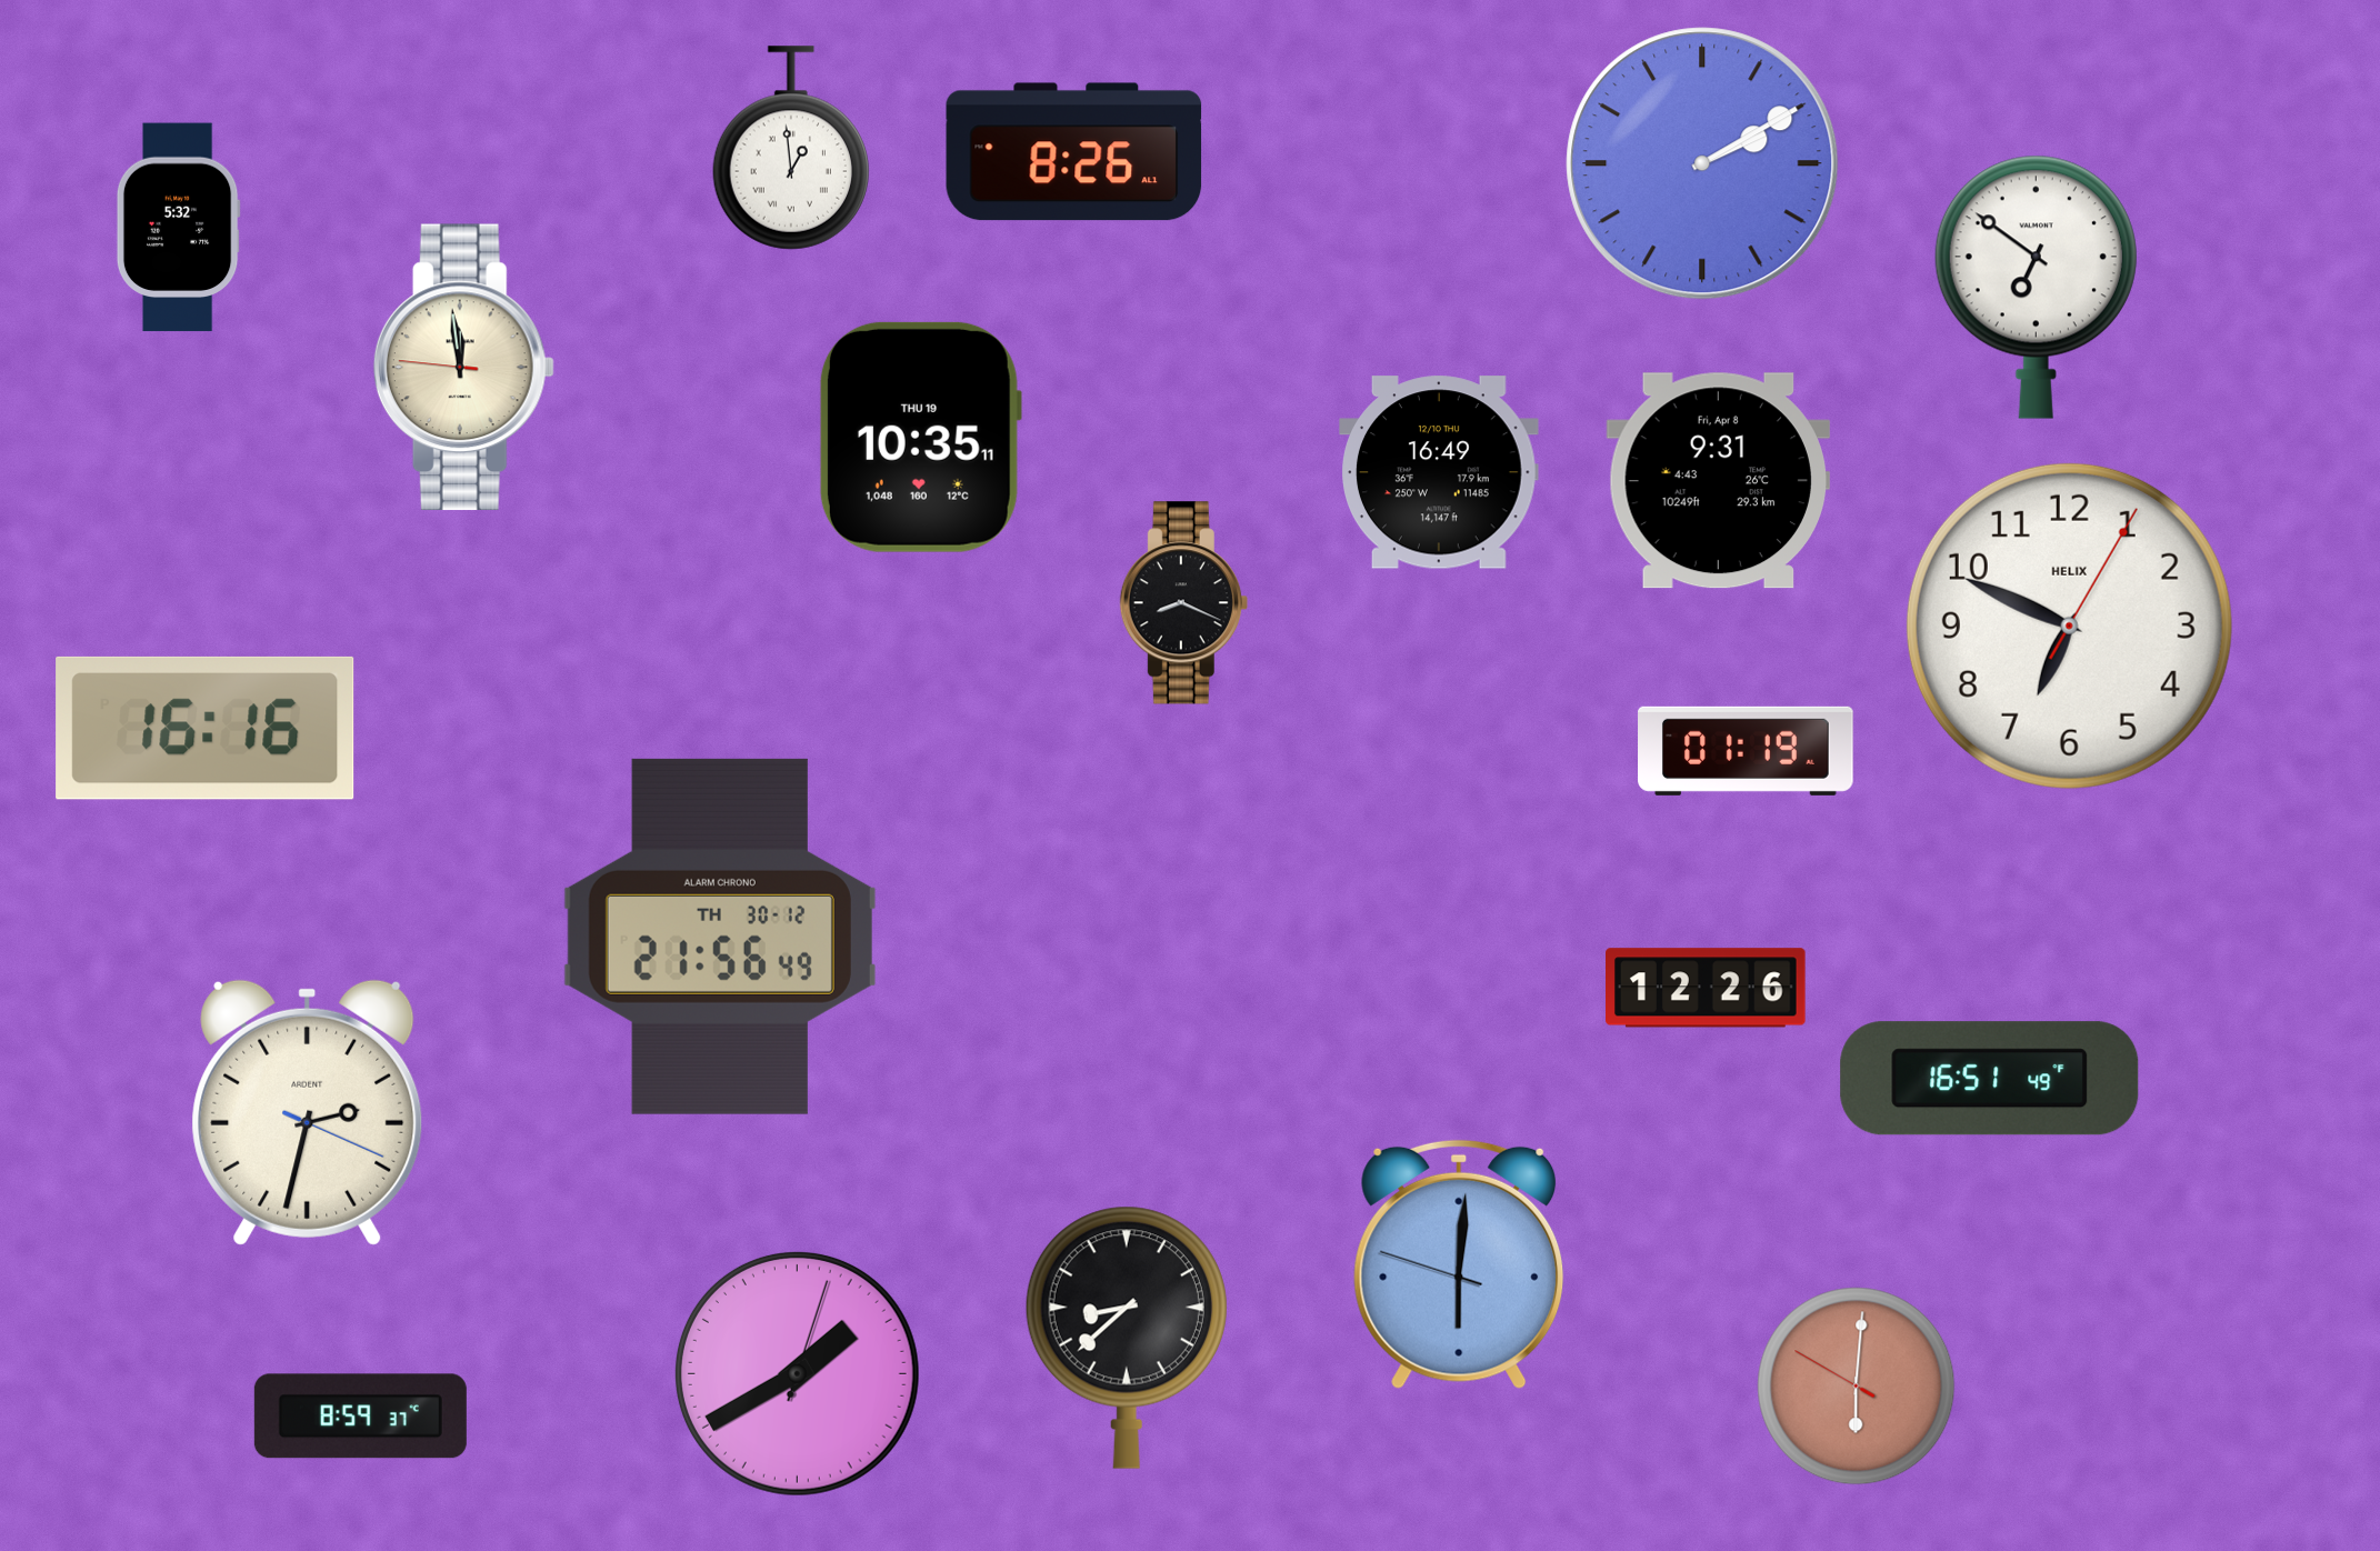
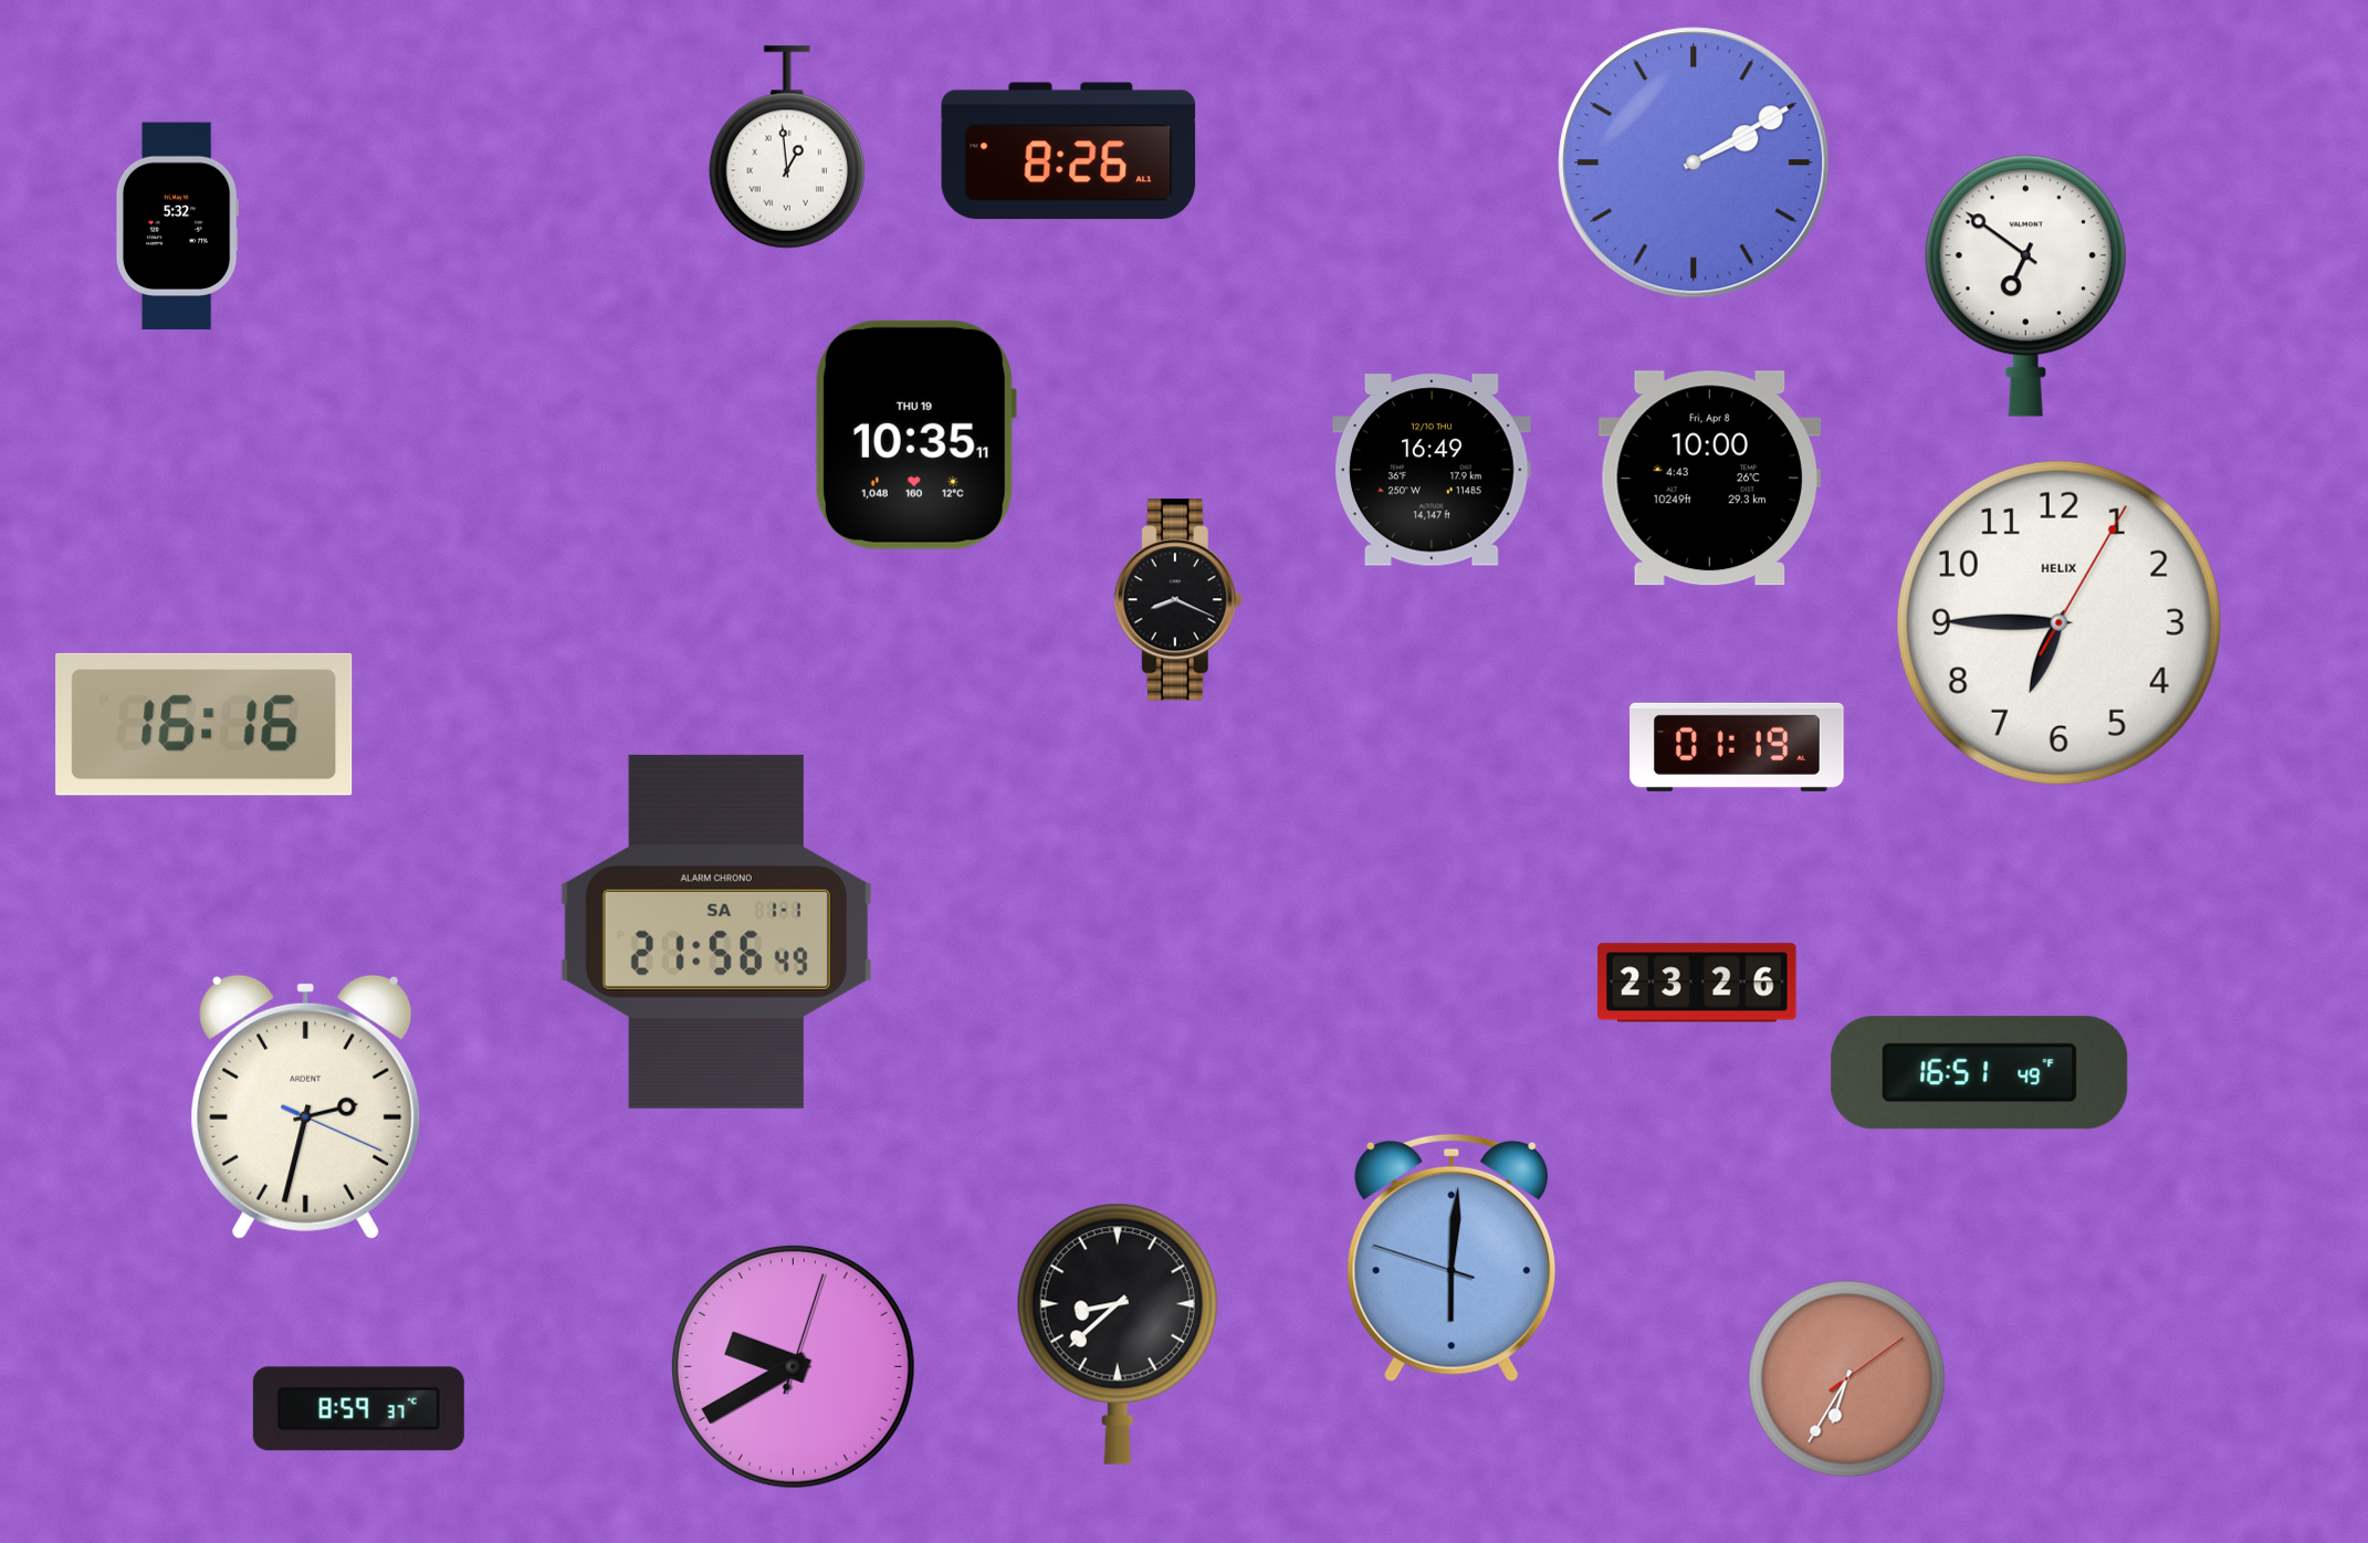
clock at (463, 368): 11:58 -> none
clock at (1718, 481): 9:31 -> 10:00
clock at (2069, 626): 6:49 -> 6:45
clock at (720, 937) date: TH 30-12 -> SA 1-1
clock at (1706, 988): 12:26 -> 23:26
clock at (1127, 1338) position: (1127, 1338) -> (1118, 1334)
clock at (797, 1373): 1:40 -> 9:40
clock at (1857, 1387): 6:00 -> 6:35
